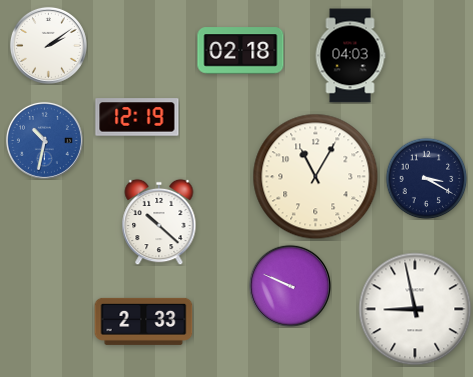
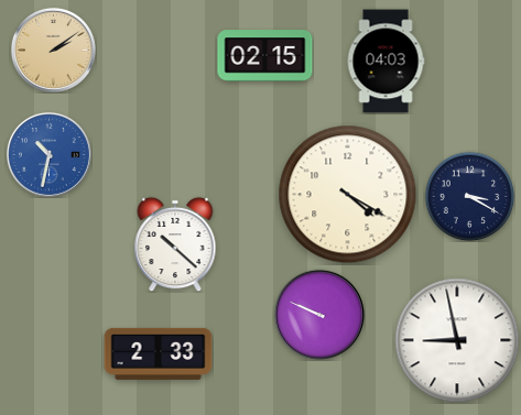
clock at (48, 45) dial: white -> champagne
clock at (241, 51): 02:18 -> 02:15
clock at (137, 117): 12:19 -> none
clock at (316, 177): 11:05 -> 4:20
